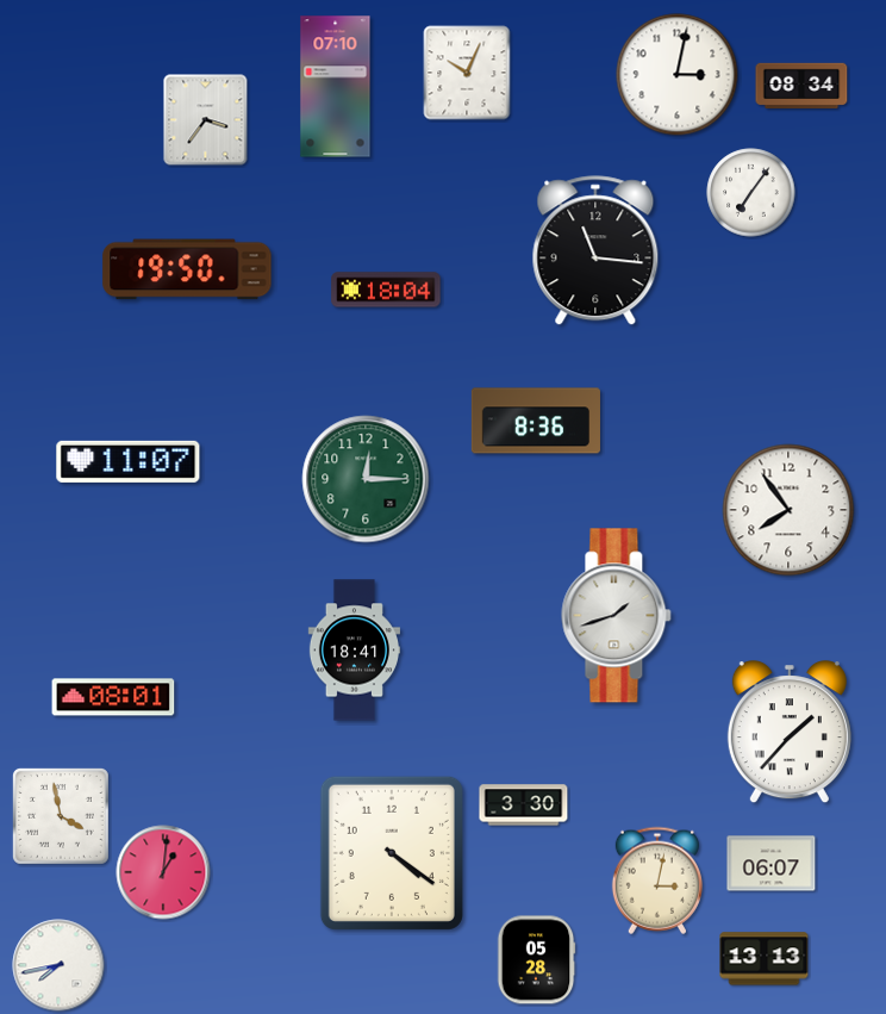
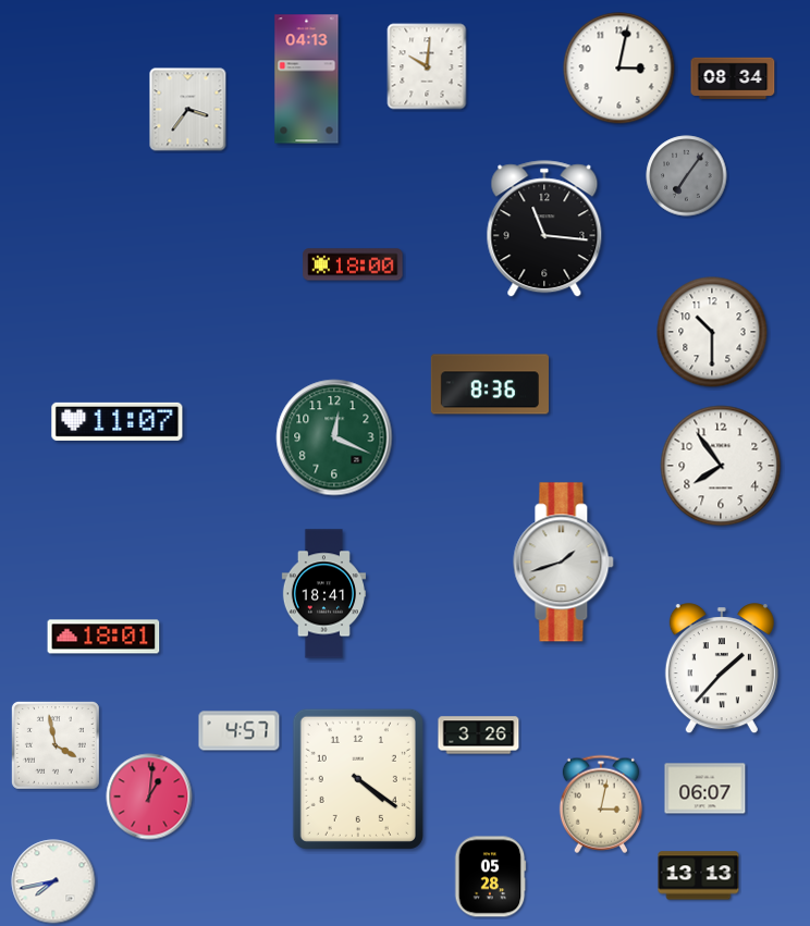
clock at (467, 73): 10:04 -> 10:01
clock at (336, 87): 07:10 -> 04:13
clock at (751, 193) dial: white -> grey
clock at (187, 269): 19:50 -> none
clock at (386, 290): 18:04 -> 18:00
clock at (712, 332): none -> 10:30
clock at (366, 479): 12:15 -> 12:19
clock at (113, 697): 08:01 -> 18:01
clock at (240, 731): none -> 4:57
clock at (524, 805): 3:30 -> 3:26
